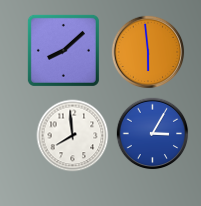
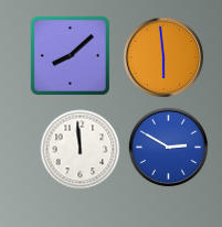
clock at (153, 134): 3:05 -> 2:50
clock at (73, 136): 7:59 -> 11:59
